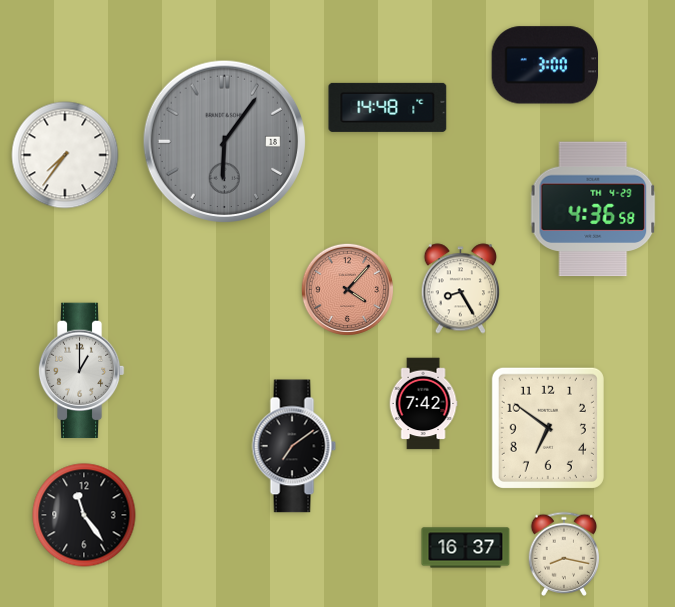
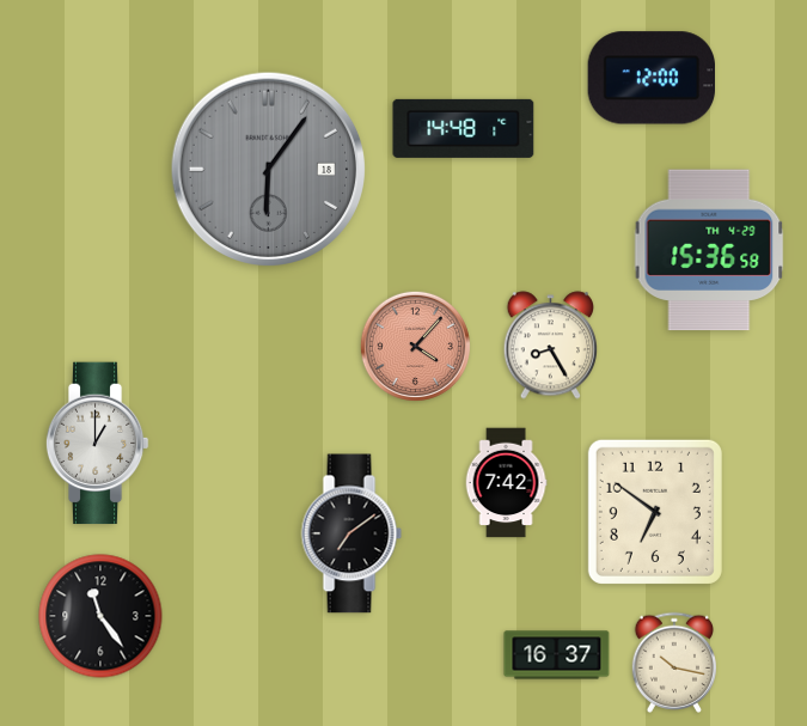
clock at (544, 65): 3:00 -> 12:00
clock at (65, 155): 7:36 -> none
clock at (593, 209): 4:36 -> 15:36
clock at (563, 554): 8:17 -> 10:17
